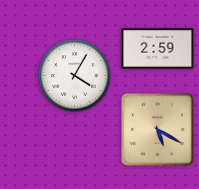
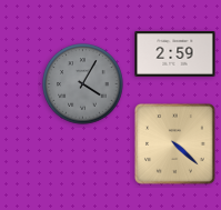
clock at (75, 76) dial: white -> grey
clock at (158, 130): 5:20 -> 4:22
